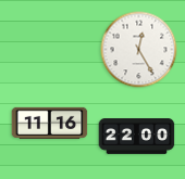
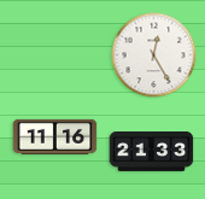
clock at (137, 137): 22:00 -> 21:33
